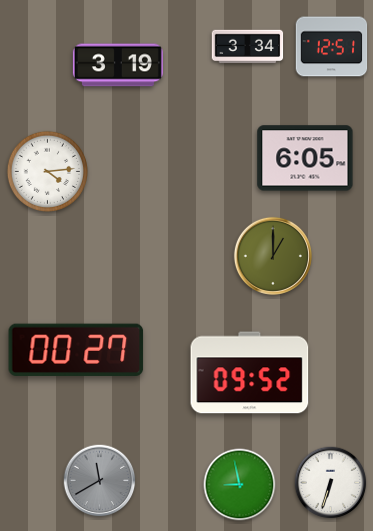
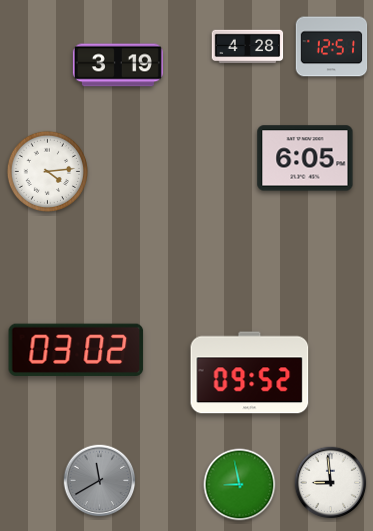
clock at (248, 47): 3:34 -> 4:28
clock at (273, 256): 1:00 -> none
clock at (76, 349): 00:27 -> 03:02
clock at (331, 483): 6:33 -> 8:59
